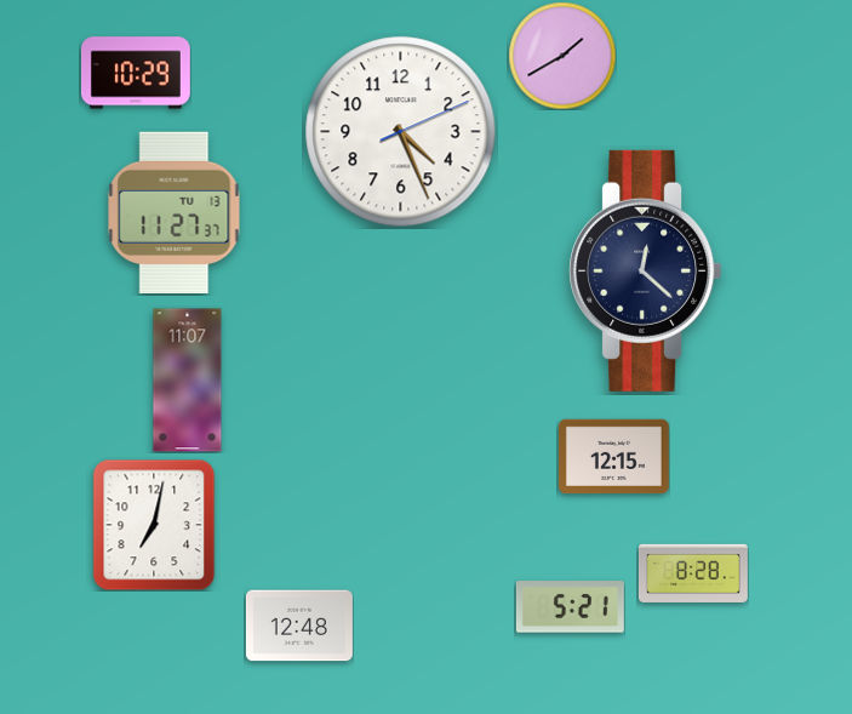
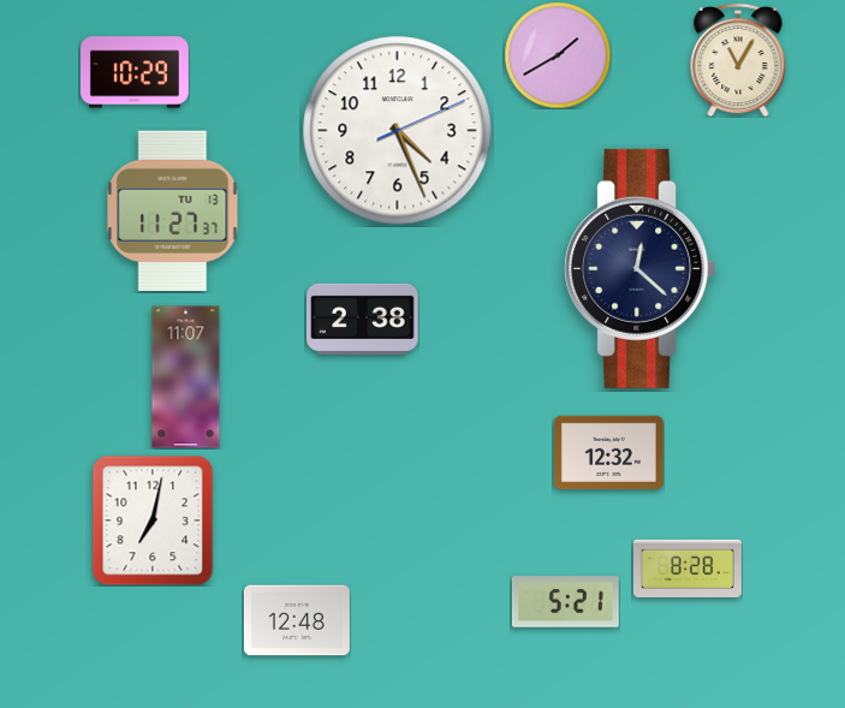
clock at (738, 60): none -> 11:05
clock at (363, 319): none -> 2:38
clock at (614, 457): 12:15 -> 12:32
